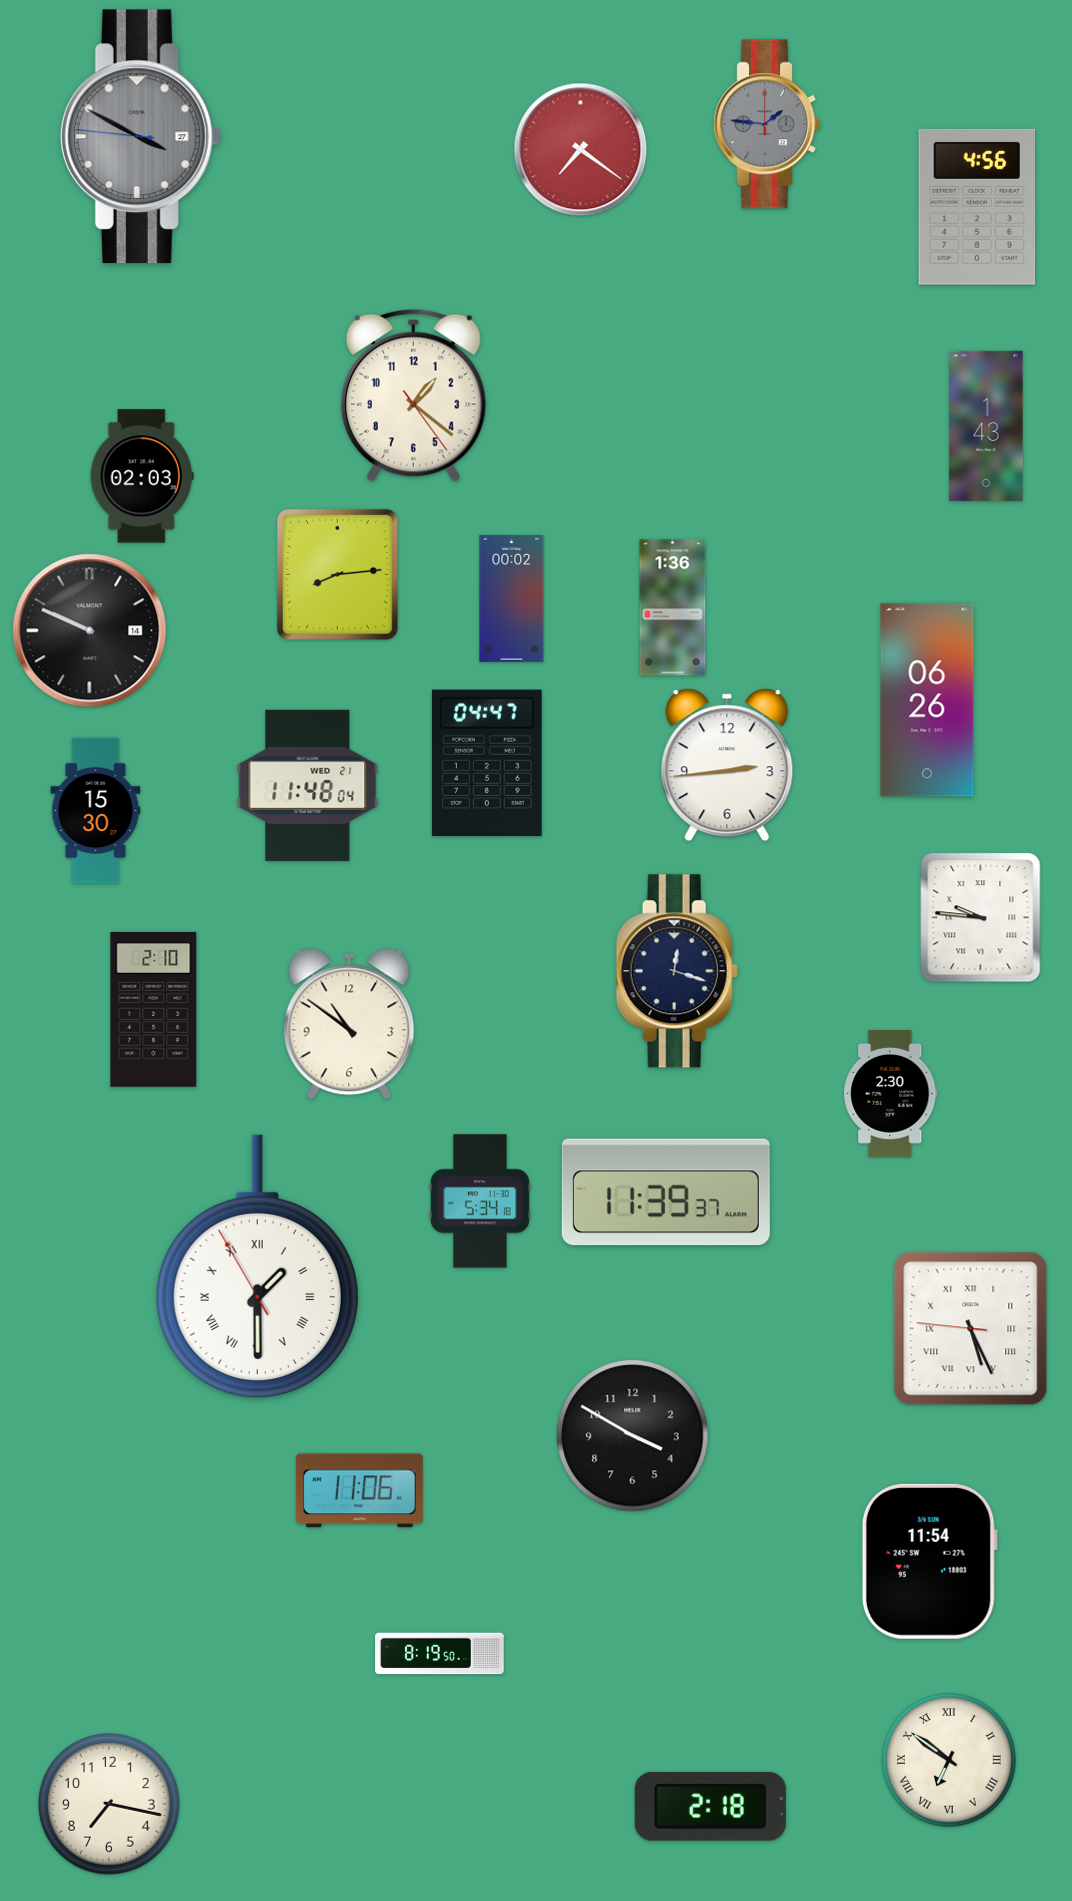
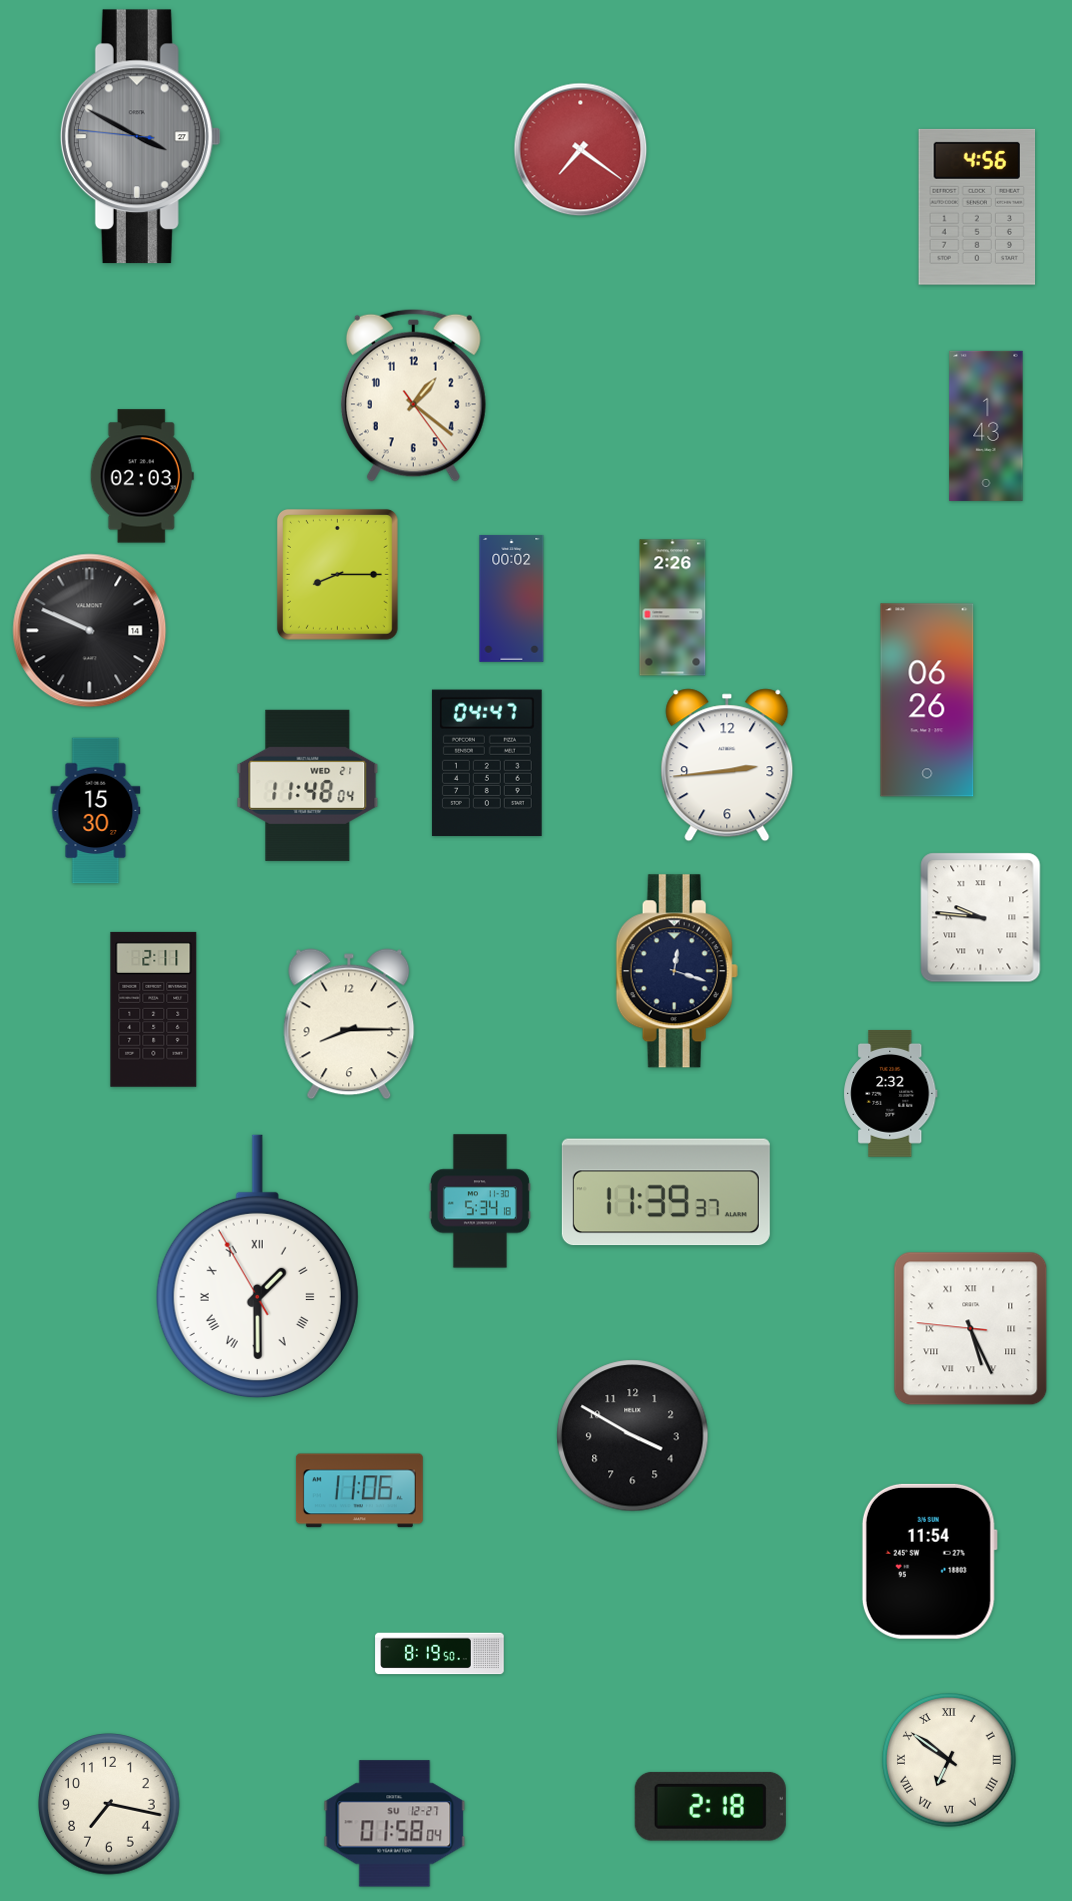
clock at (767, 124): 1:46 -> none
clock at (337, 574): 8:14 -> 8:15
clock at (673, 608): 1:36 -> 2:26
clock at (154, 1009): 2:10 -> 2:11
clock at (349, 1024): 10:51 -> 8:15
clock at (891, 1093): 2:30 -> 2:32
clock at (395, 1824): none -> 01:58
